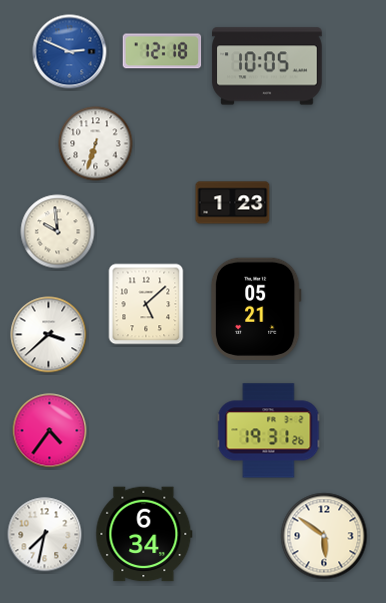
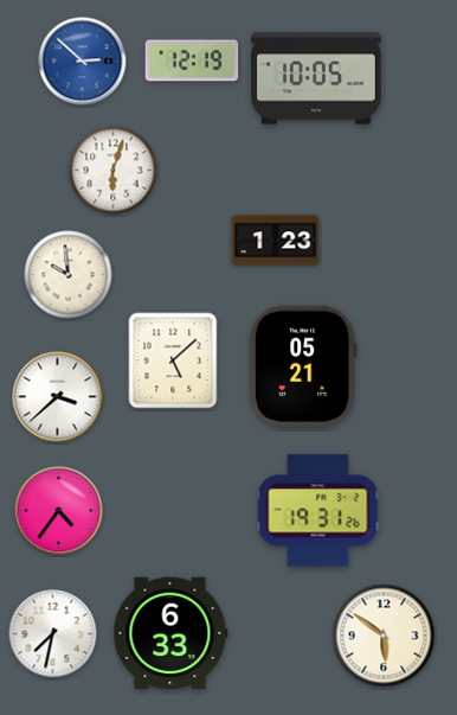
clock at (162, 51): 12:18 -> 12:19
clock at (70, 52): 2:49 -> 2:52
clock at (96, 144): 6:33 -> 6:03
clock at (144, 534): 6:34 -> 6:33
